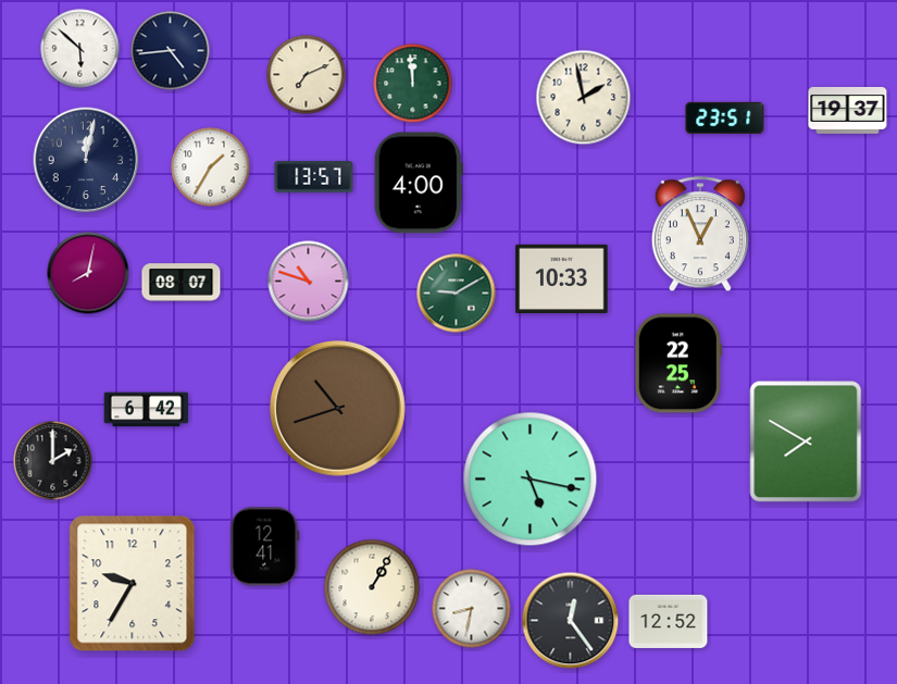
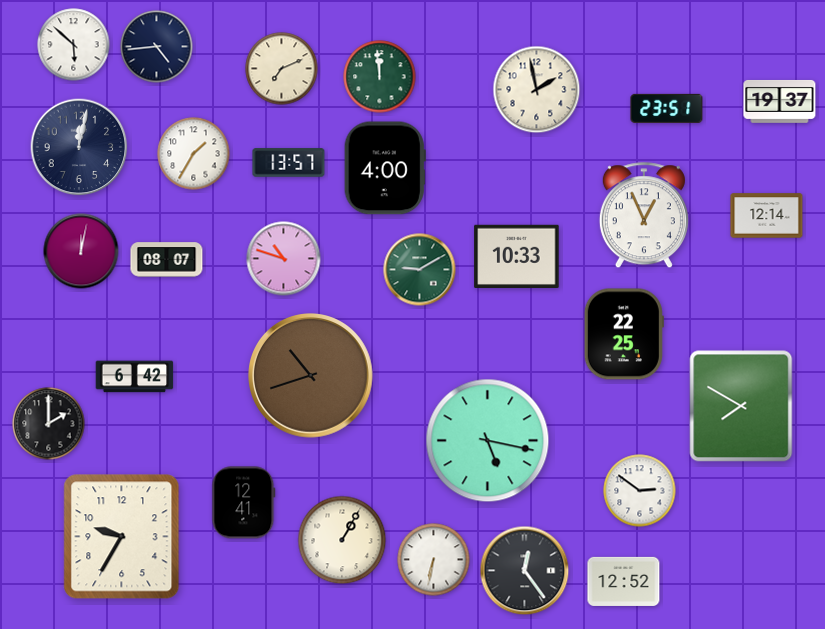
clock at (767, 216): none -> 12:14
clock at (88, 273): 8:02 -> 12:02
clock at (640, 491): none -> 2:51
clock at (472, 609): 8:32 -> 6:32
clock at (669, 621) position: (669, 621) -> (624, 581)
